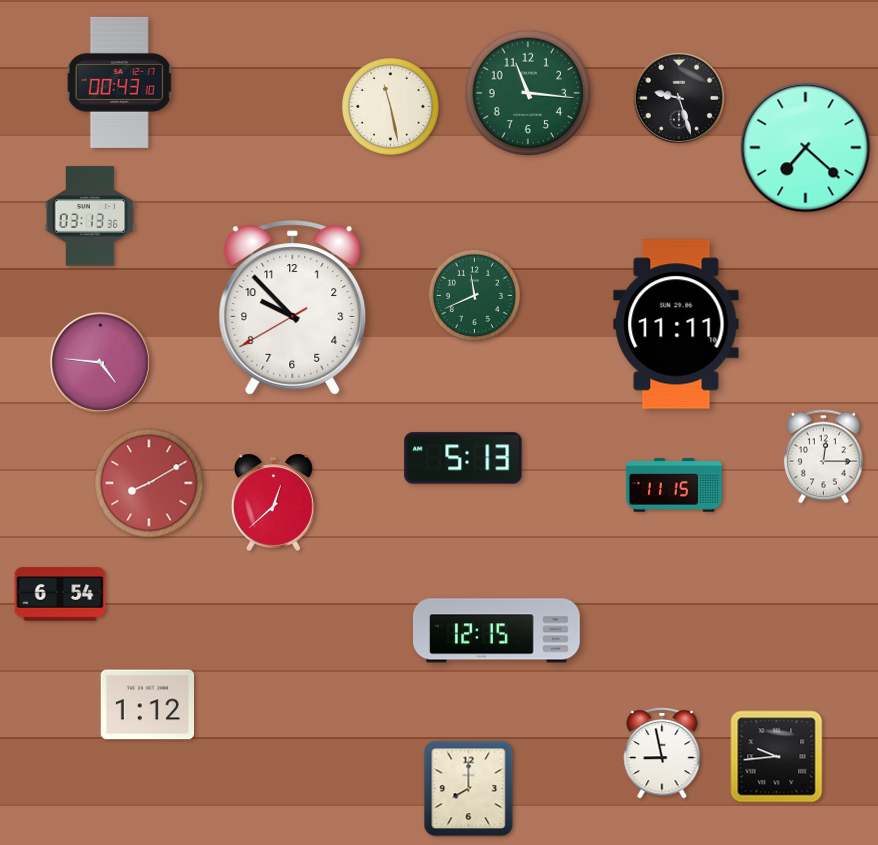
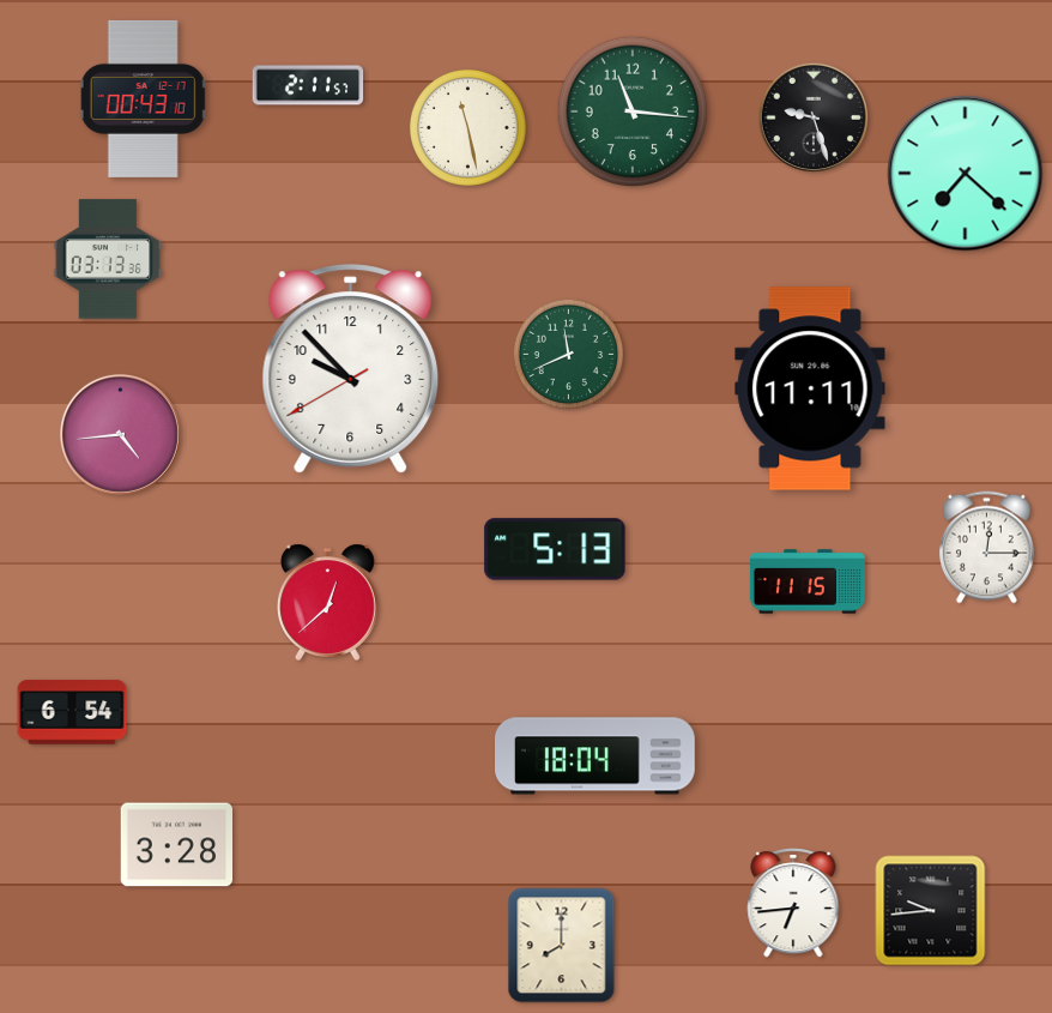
clock at (308, 85): none -> 2:11
clock at (806, 148) position: (806, 148) -> (966, 174)
clock at (100, 362): 4:46 -> 4:44
clock at (149, 483): 8:10 -> none
clock at (497, 631): 12:15 -> 18:04
clock at (147, 705): 1:12 -> 3:28
clock at (662, 754): 8:58 -> 6:44
clock at (777, 757) position: (777, 757) -> (931, 911)
